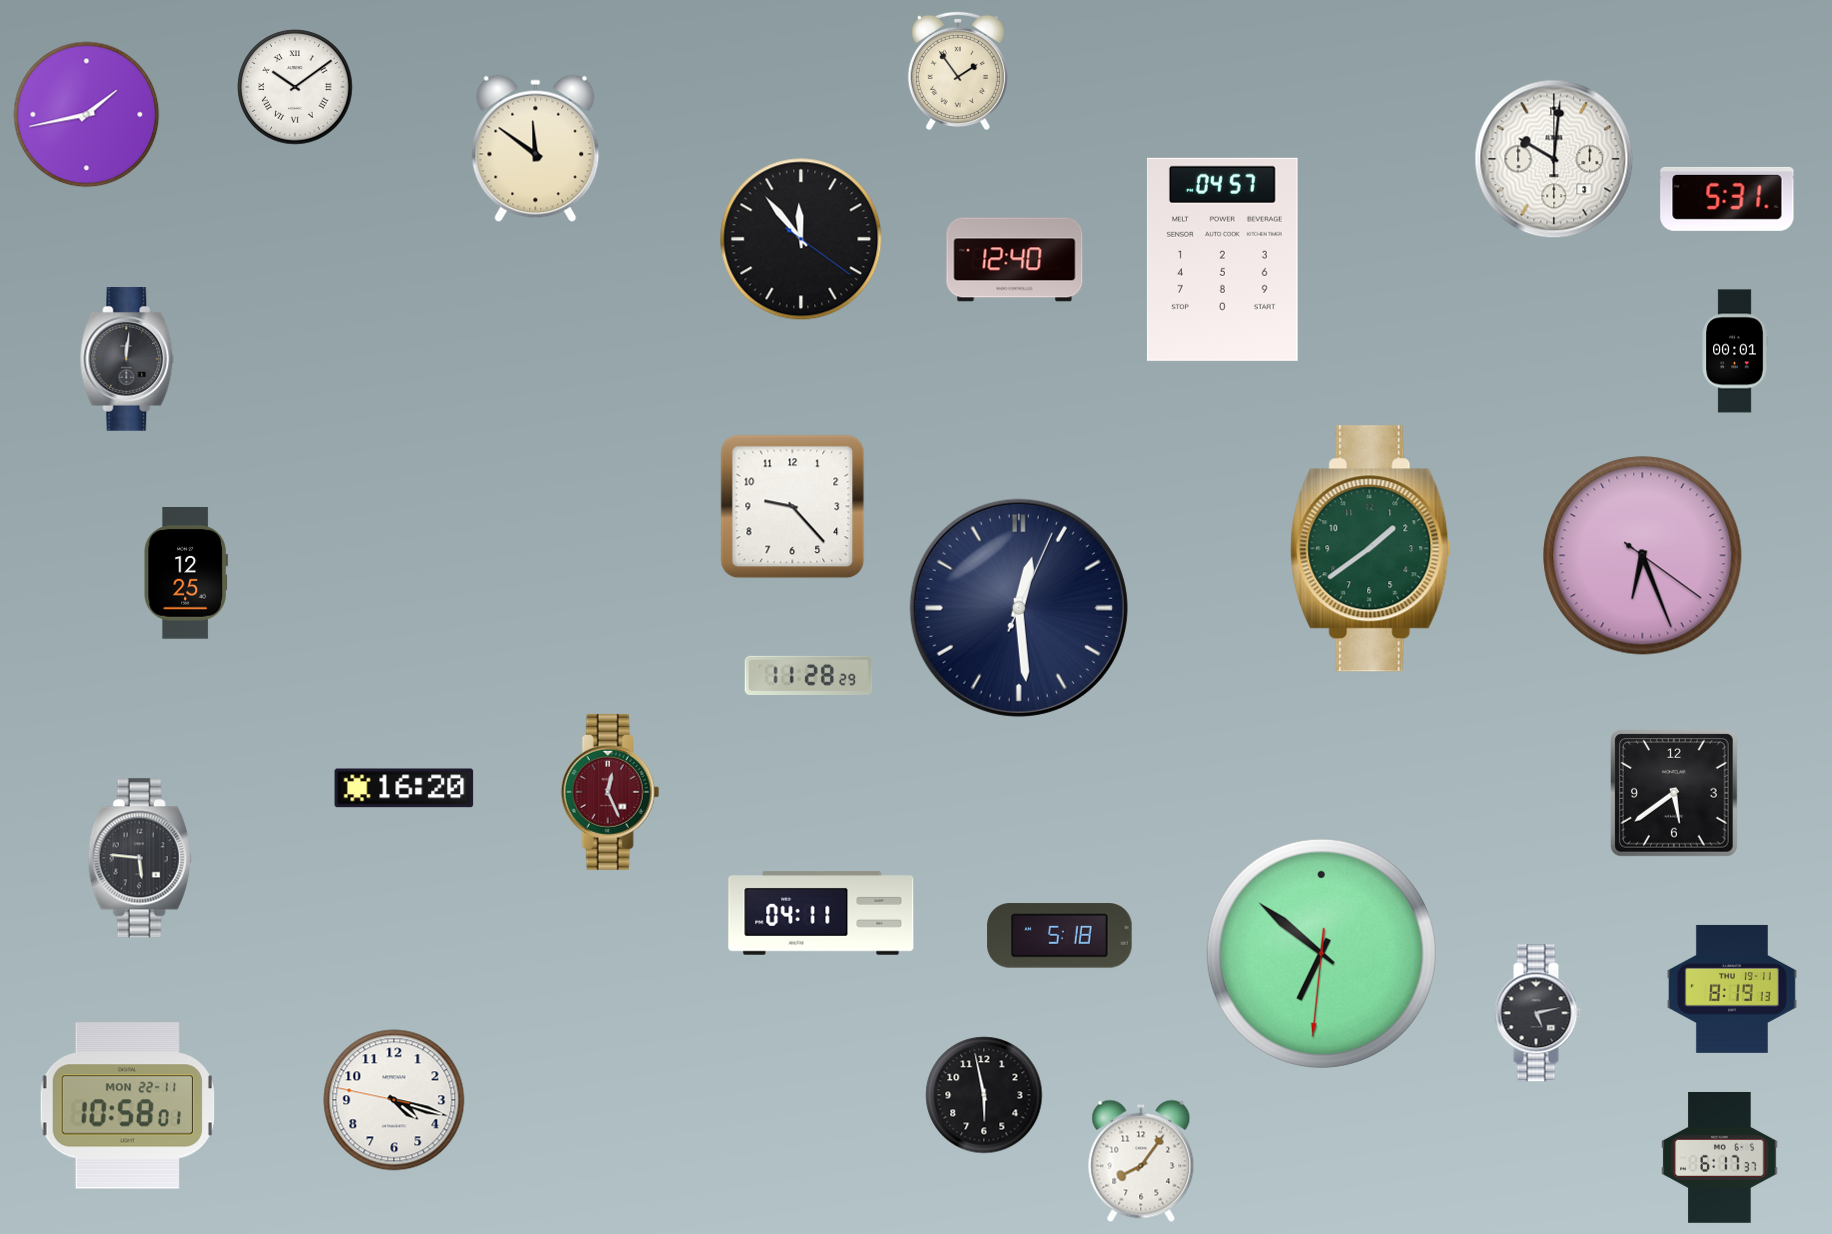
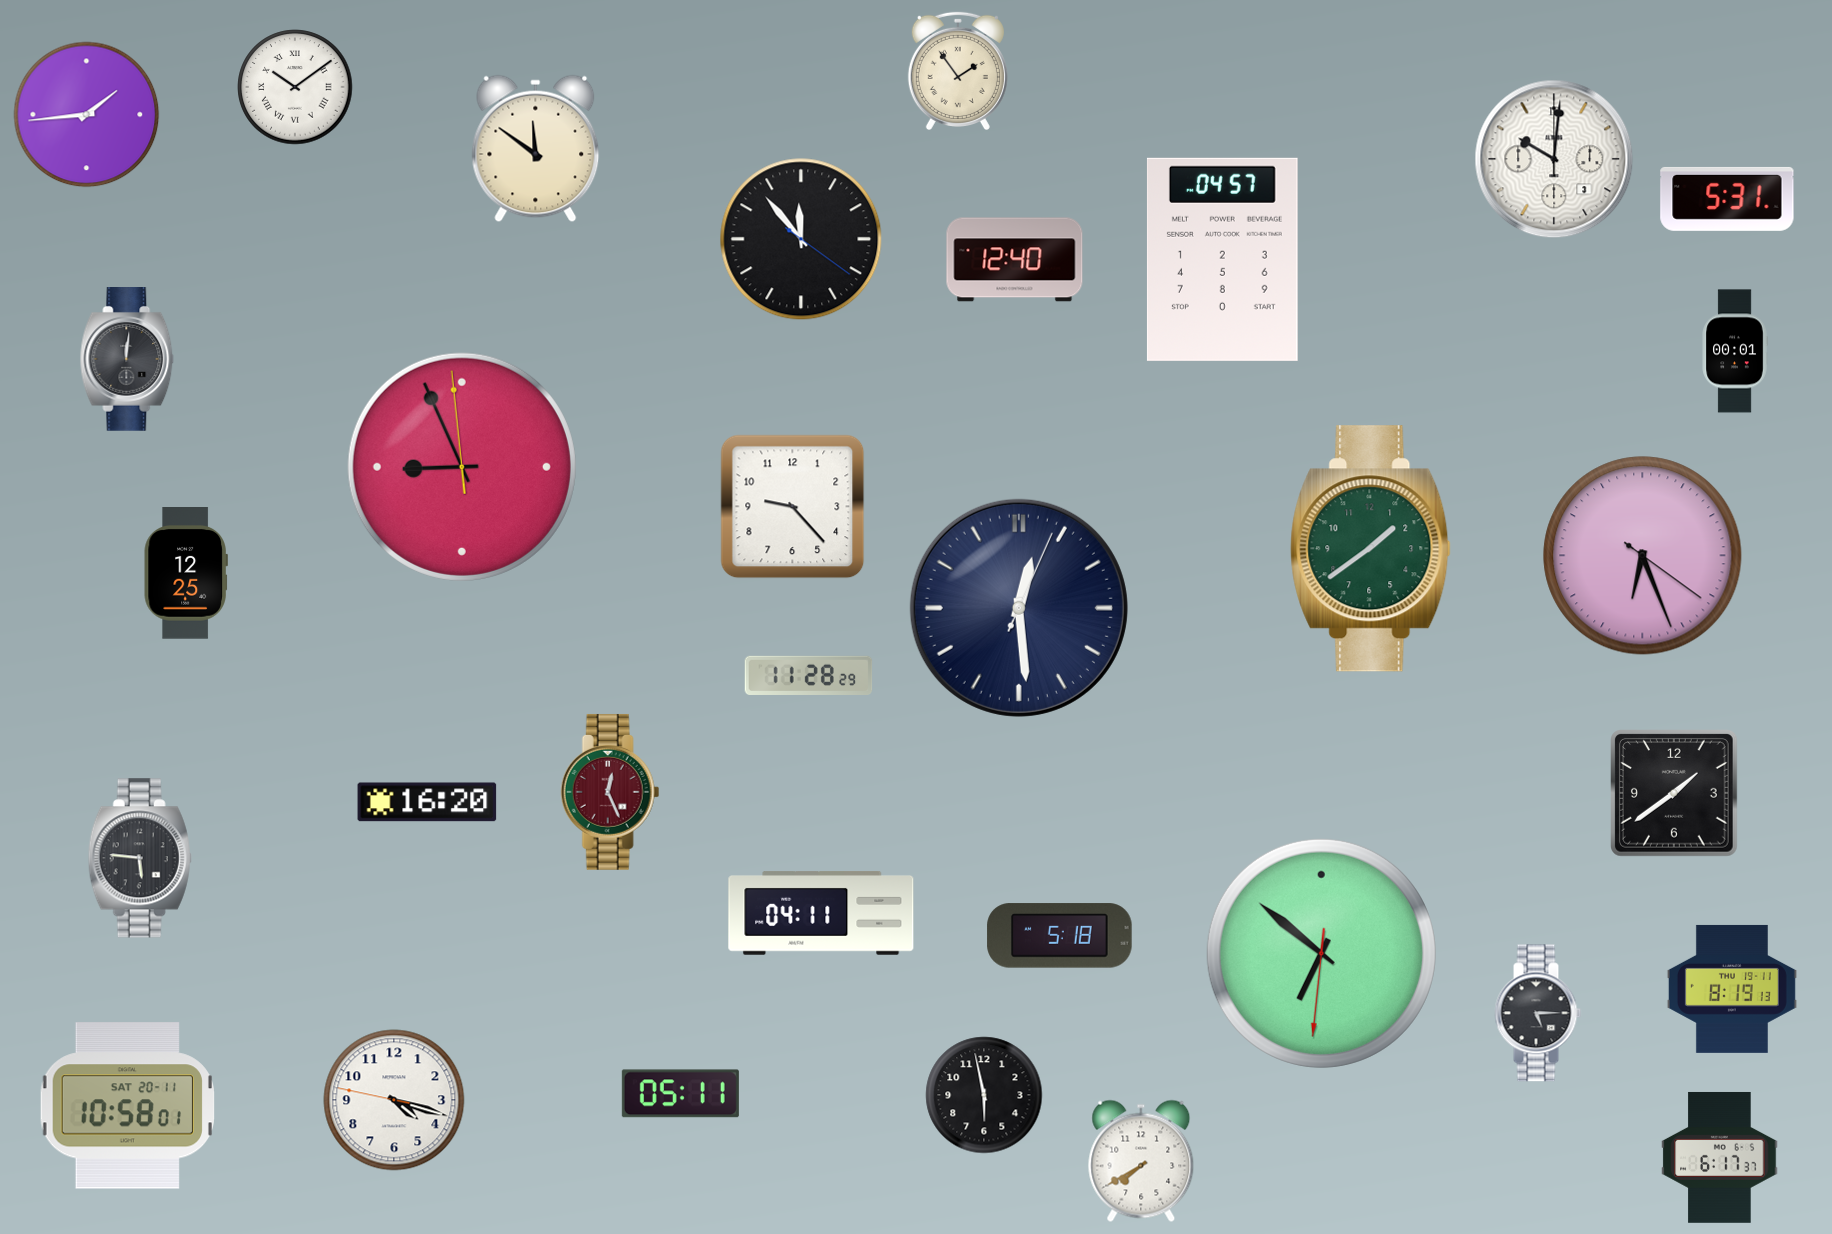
clock at (87, 115): 1:43 -> 1:44
clock at (462, 467): none -> 8:55
clock at (404, 788) position: (404, 788) -> (427, 802)
clock at (1675, 794): 5:39 -> 1:39
clock at (1538, 1013): 5:13 -> 5:15
clock at (680, 1094): none -> 05:11
clock at (127, 1106) date: MON 22-11 -> SAT 20-11
clock at (1141, 1161): 8:06 -> 7:40
